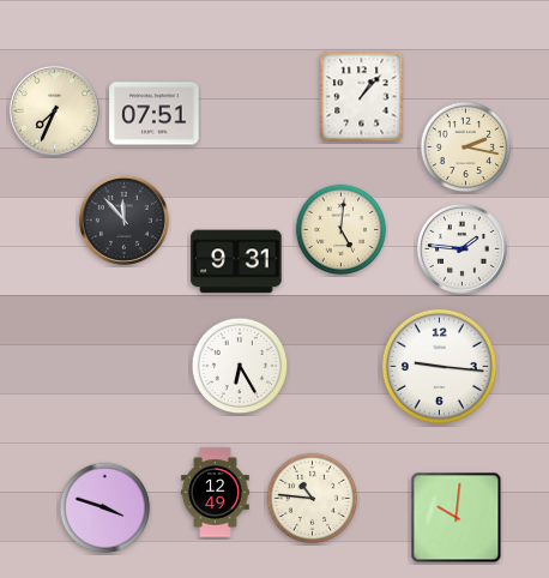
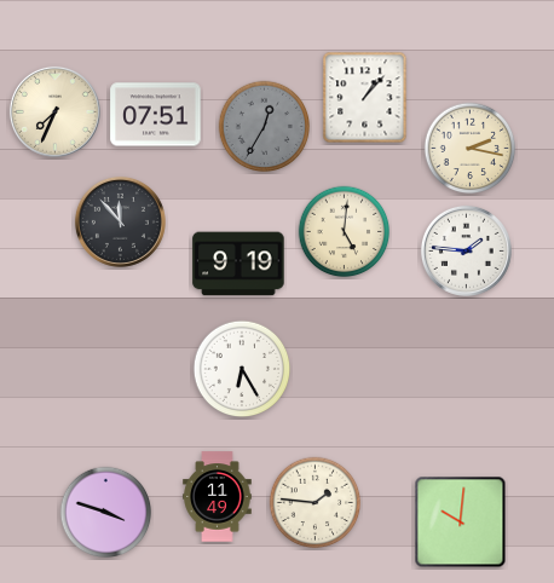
clock at (265, 127): none -> 12:35
clock at (123, 219) position: (123, 219) -> (120, 221)
clock at (236, 261): 9:31 -> 9:19
clock at (439, 366): 9:16 -> none
clock at (216, 493): 12:49 -> 11:49
clock at (313, 499): 10:46 -> 1:46
